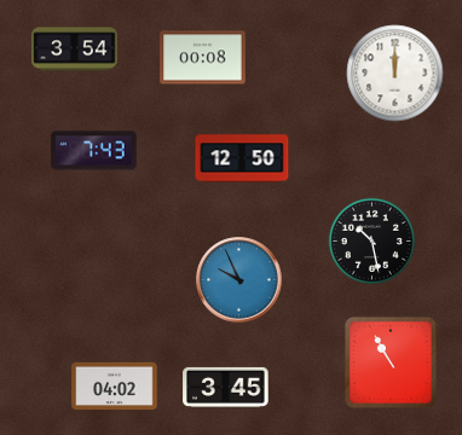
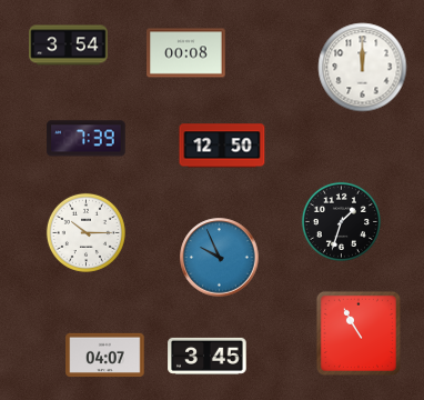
clock at (94, 151): 7:43 -> 7:39
clock at (371, 240): 10:28 -> 1:33
clock at (85, 232): none -> 10:15
clock at (115, 387): 04:02 -> 04:07
